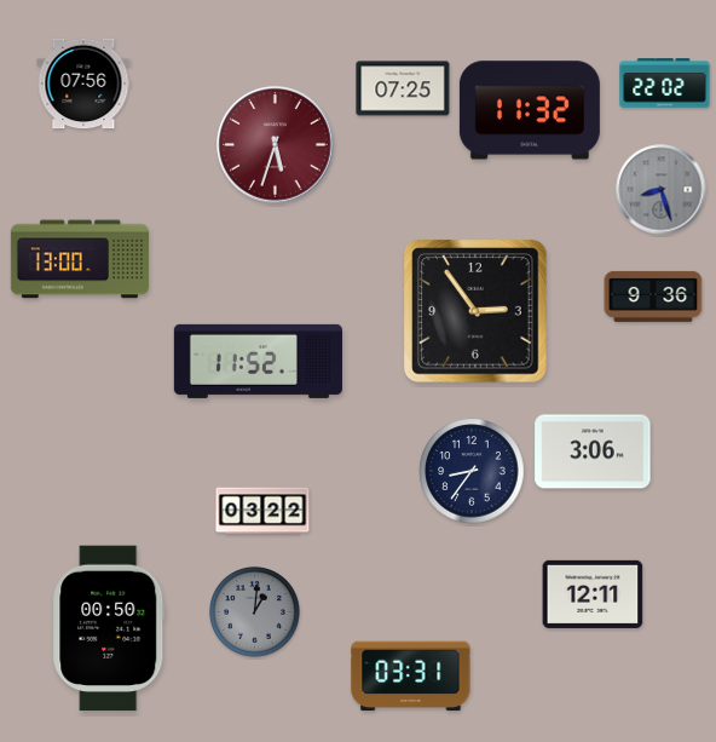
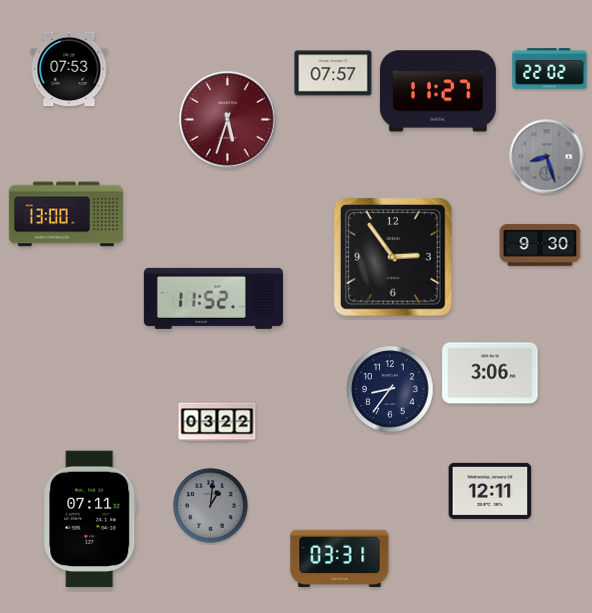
clock at (83, 84): 07:56 -> 07:53
clock at (403, 88): 07:25 -> 07:57
clock at (530, 110): 11:32 -> 11:27
clock at (653, 297): 9:36 -> 9:30
clock at (109, 628): 00:50 -> 07:11
